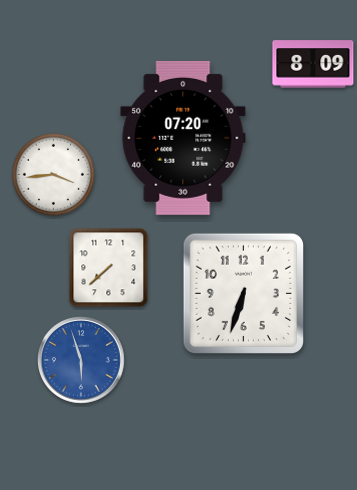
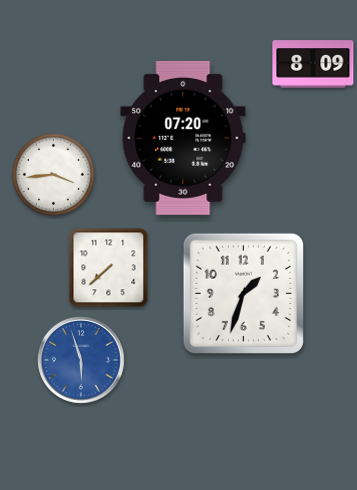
clock at (243, 293): 6:33 -> 1:33
